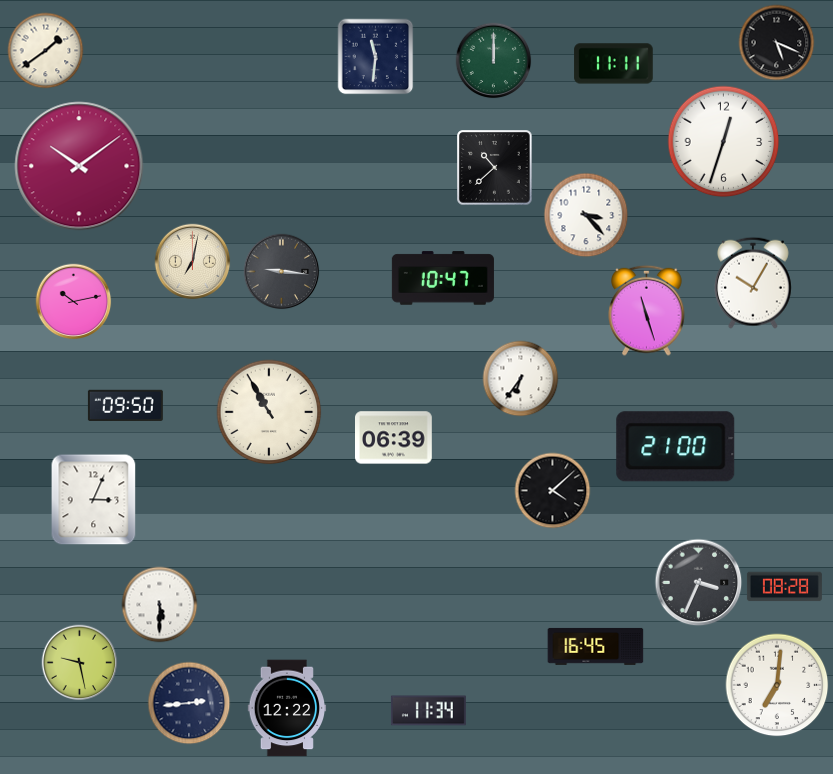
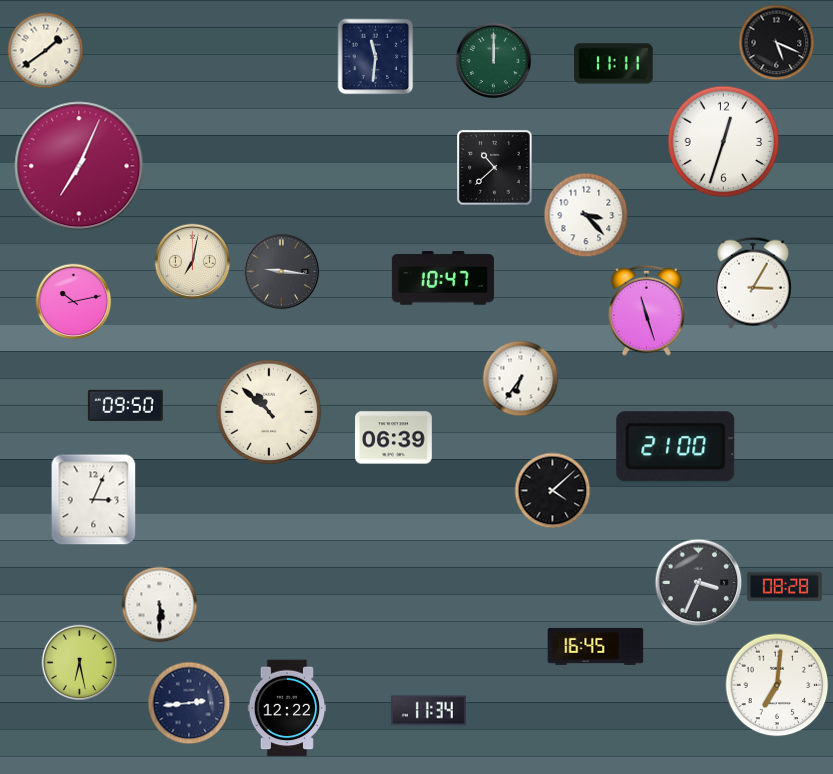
clock at (79, 166): 10:09 -> 7:04
clock at (753, 283): 10:05 -> 3:05
clock at (269, 412): 10:55 -> 10:52
clock at (80, 663): 9:28 -> 6:28
